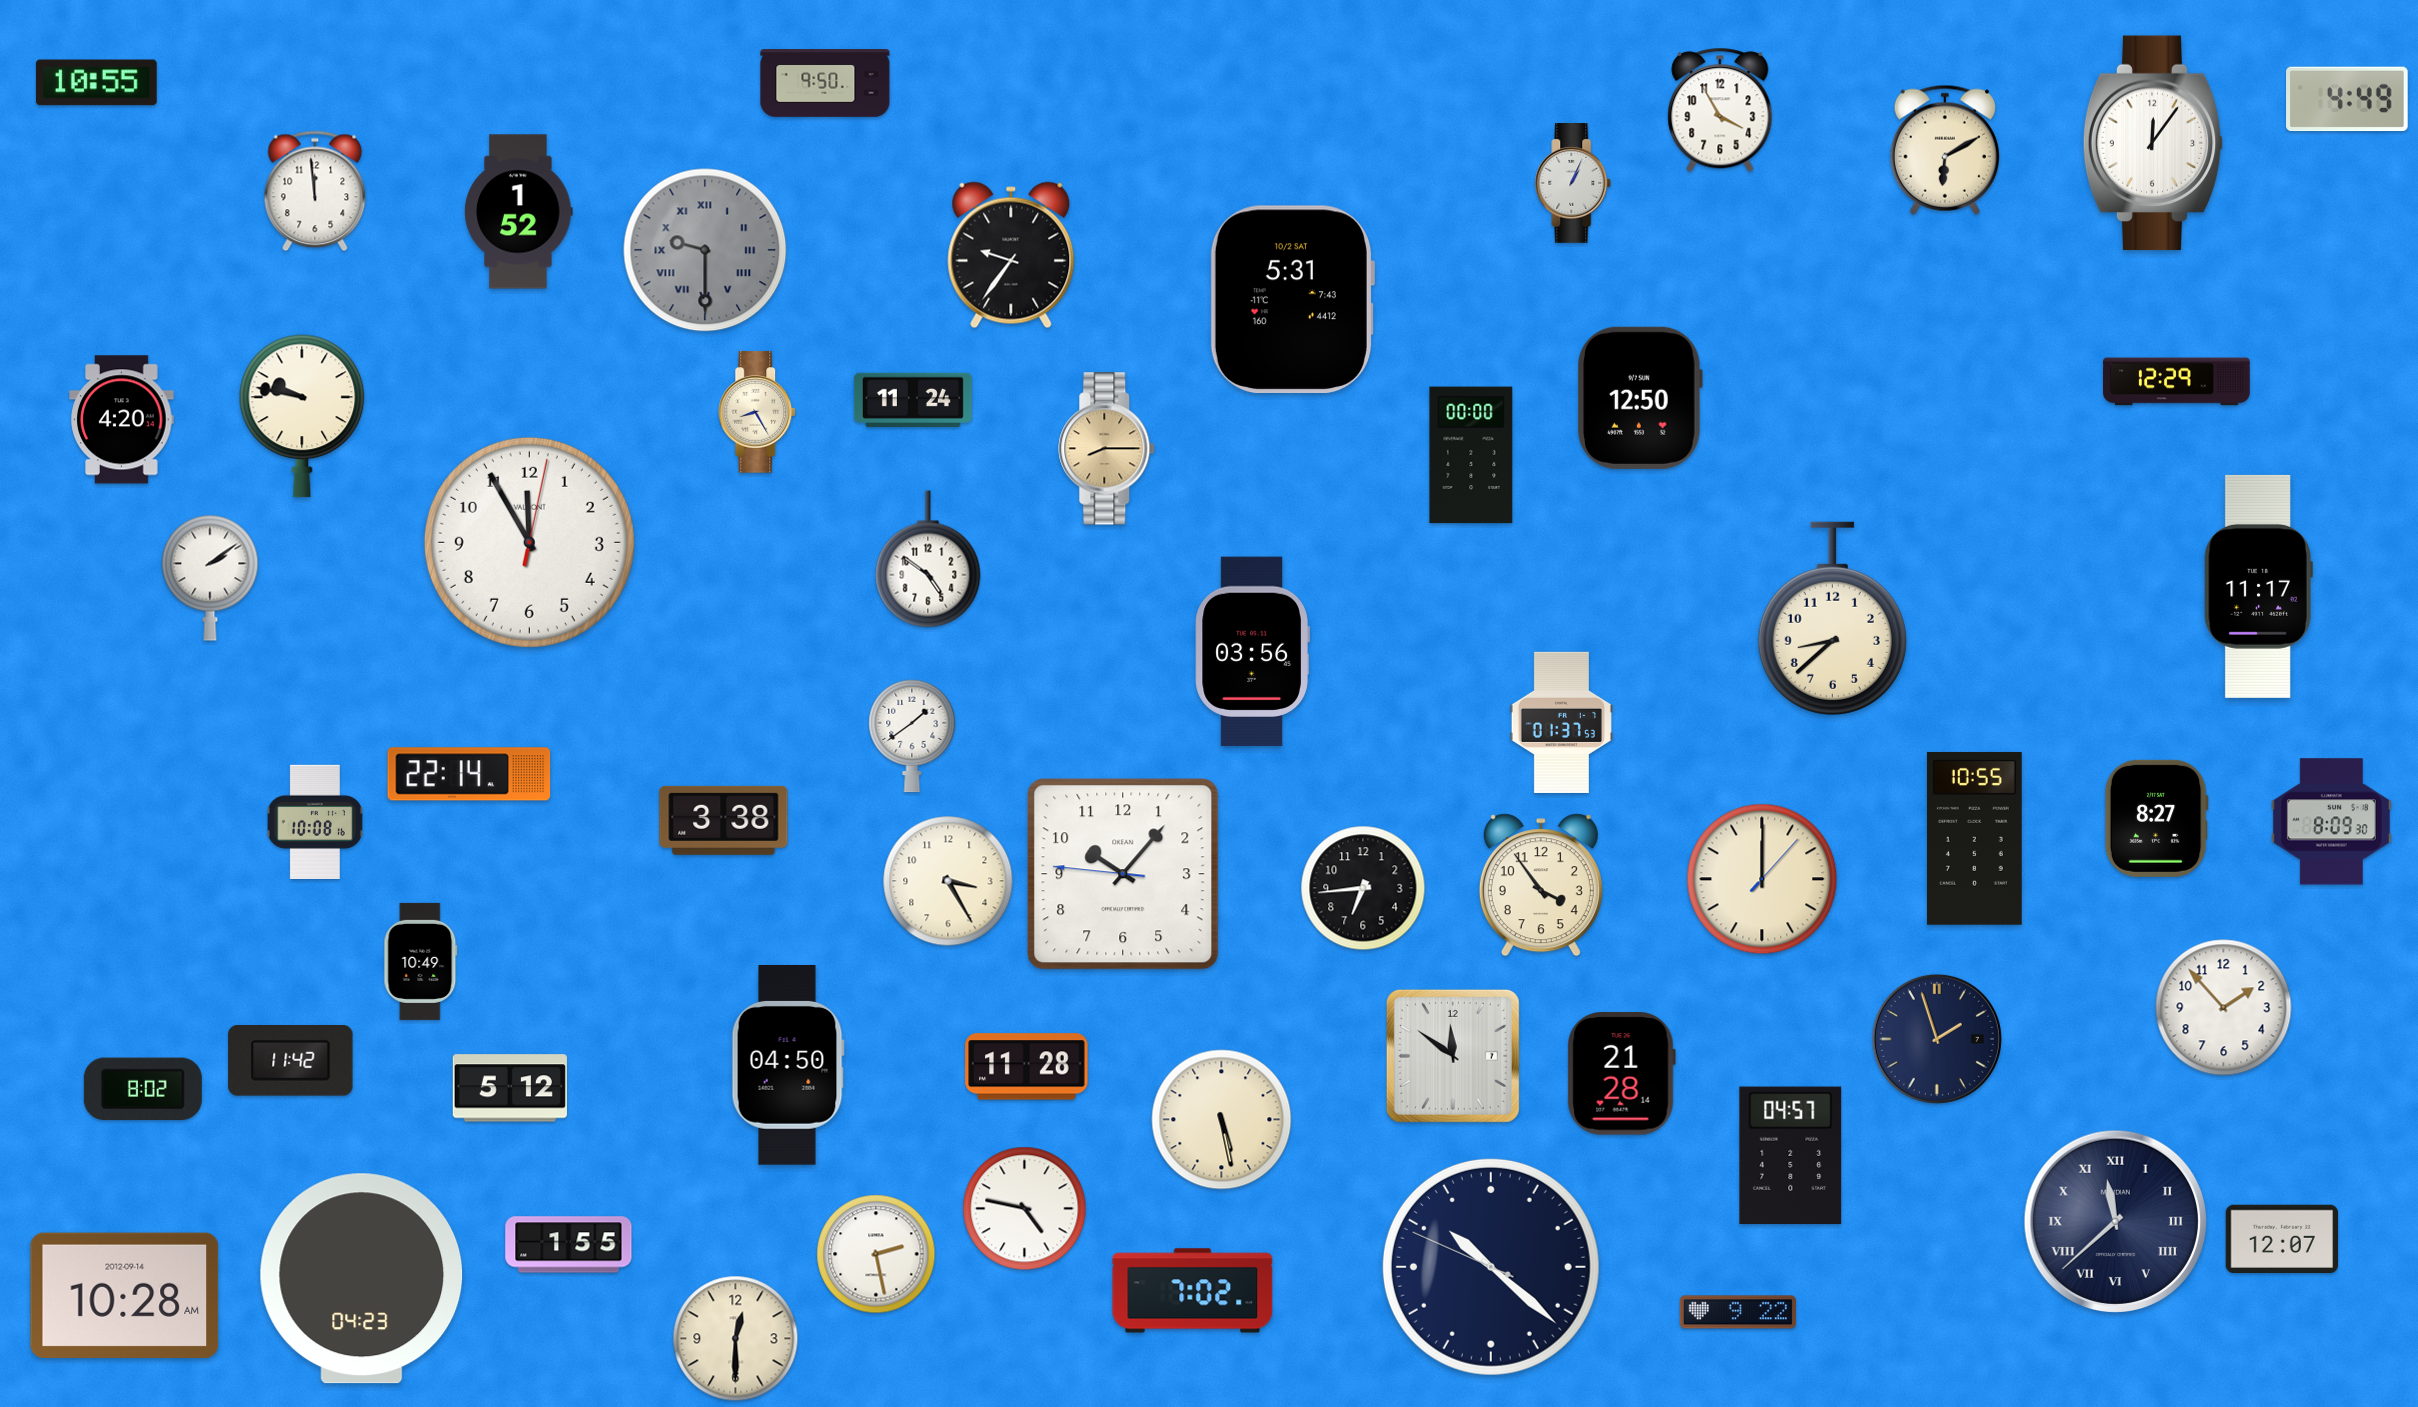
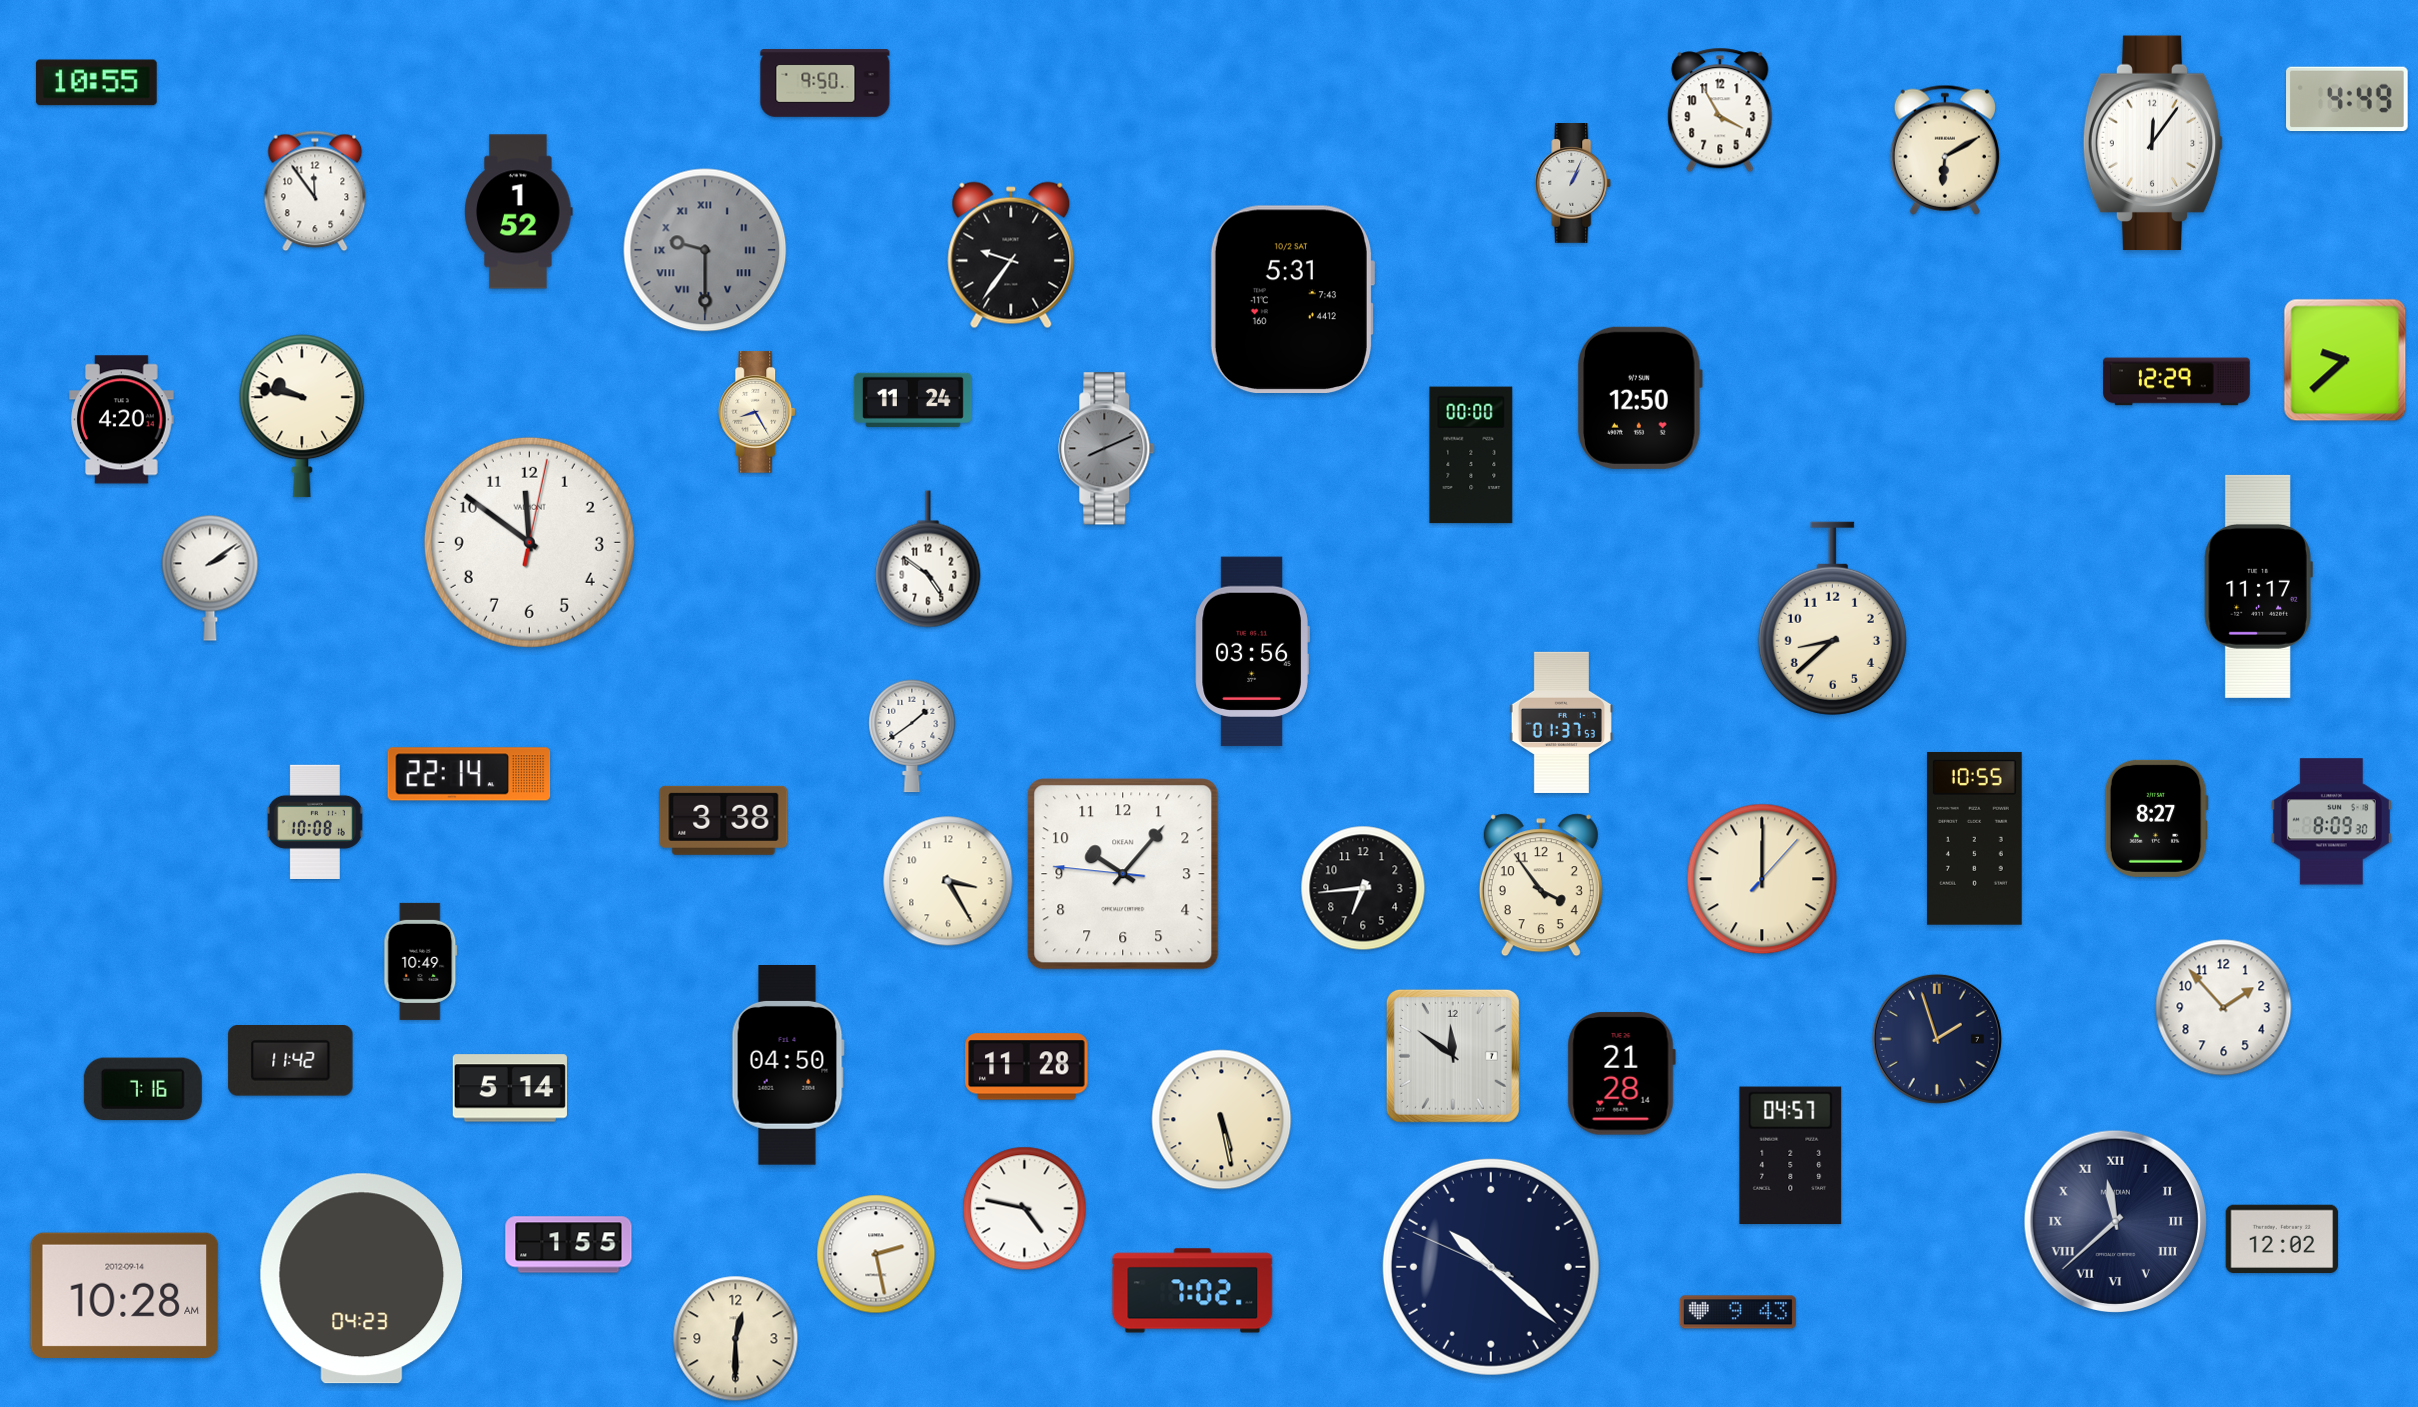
clock at (315, 191): 11:59 -> 11:54
clock at (2345, 360): none -> 9:38
clock at (1107, 449): 8:15 -> 8:11
clock at (1107, 449) dial: champagne -> grey
clock at (529, 542): 11:55 -> 11:51
clock at (510, 1088): 5:12 -> 5:14
clock at (143, 1089): 8:02 -> 7:16
clock at (2282, 1238): 12:07 -> 12:02
clock at (1738, 1312): 9:22 -> 9:43
